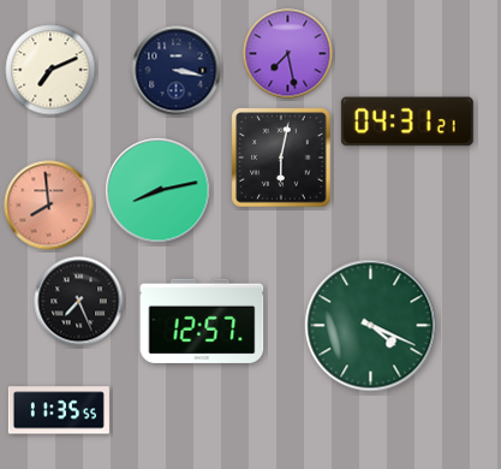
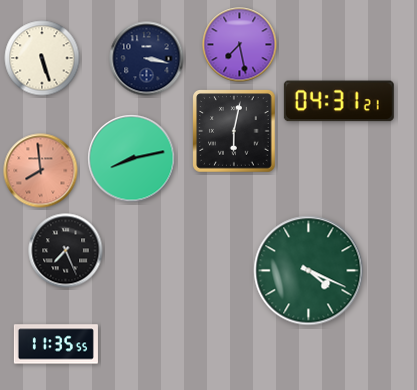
clock at (50, 70): 7:11 -> 5:27
clock at (202, 321): 12:57 -> none
clock at (59, 410) position: (59, 410) -> (56, 344)
